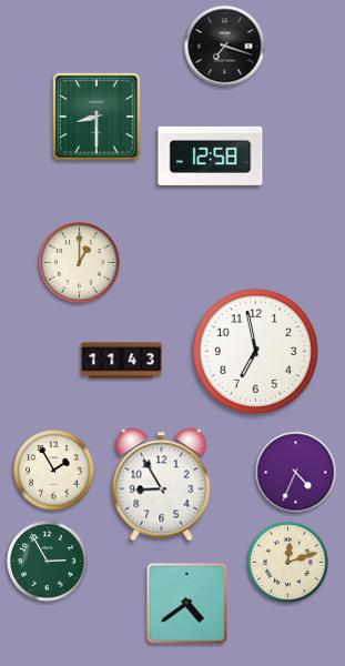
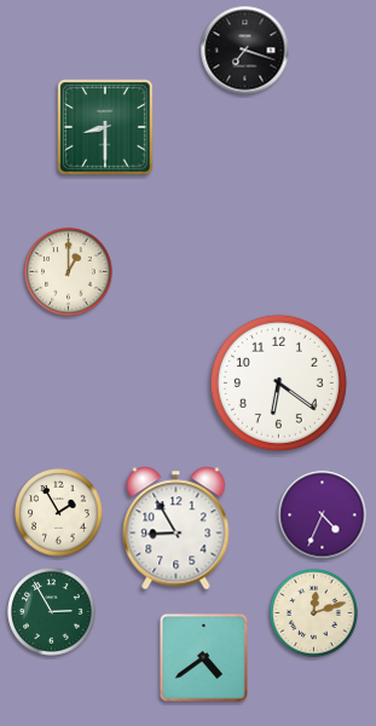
clock at (211, 155): 12:58 -> none
clock at (80, 263) position: (80, 263) -> (69, 272)
clock at (255, 351): 6:58 -> 6:21
clock at (122, 361): 11:43 -> none
